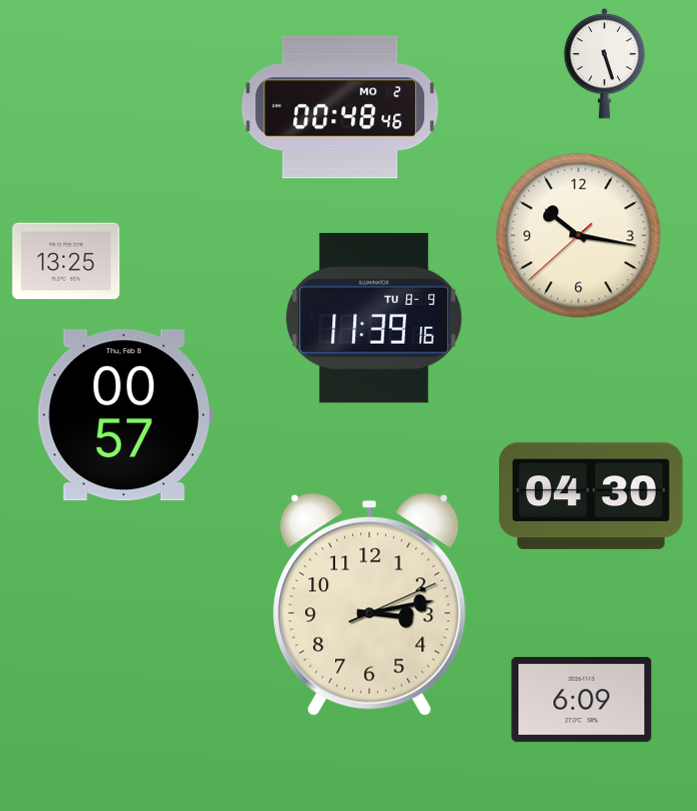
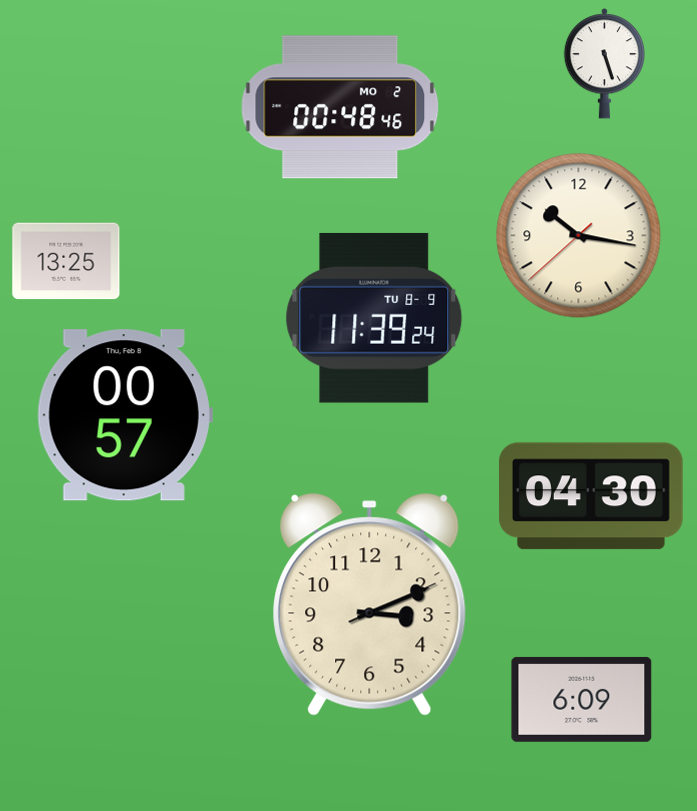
clock at (374, 318): 11:39:16 -> 11:39:24
clock at (370, 605): 3:13 -> 3:11
